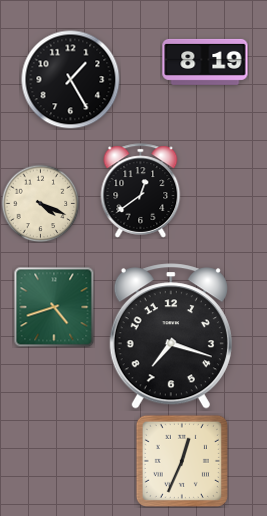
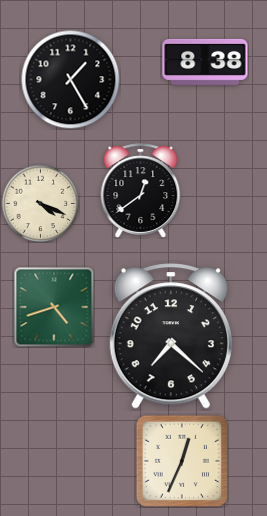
clock at (205, 62): 8:19 -> 8:38
clock at (171, 336): 7:18 -> 7:22
